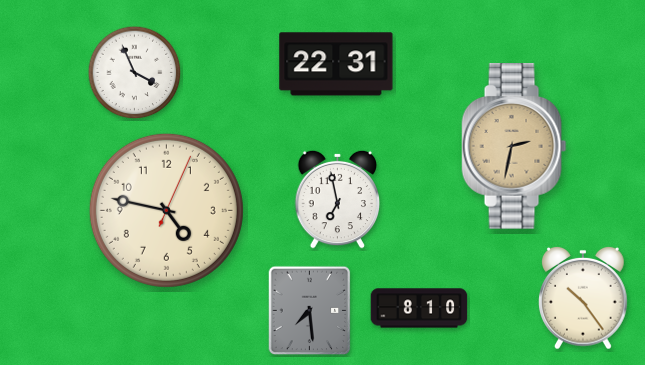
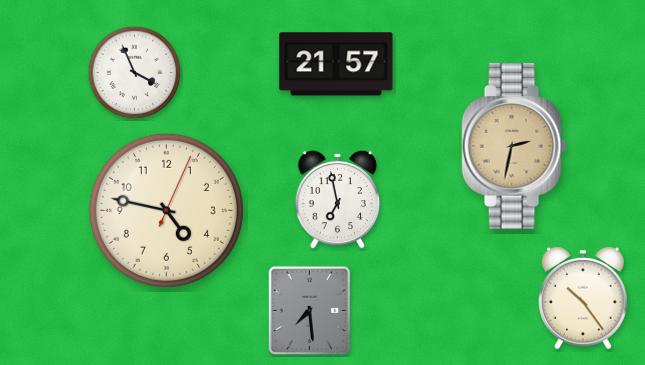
clock at (336, 64): 22:31 -> 21:57
clock at (419, 308): 8:10 -> none
